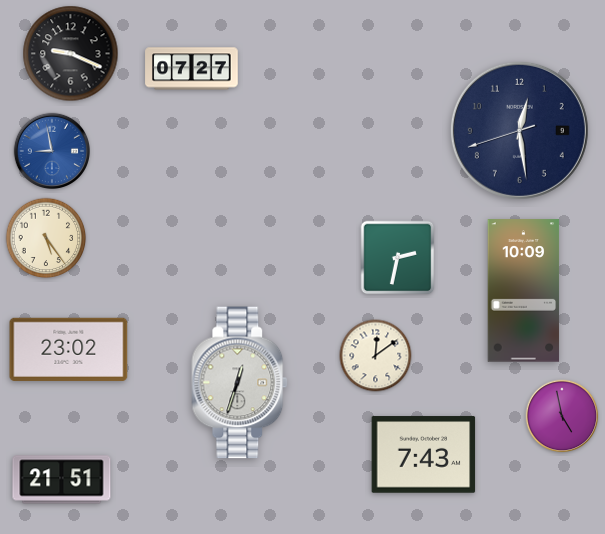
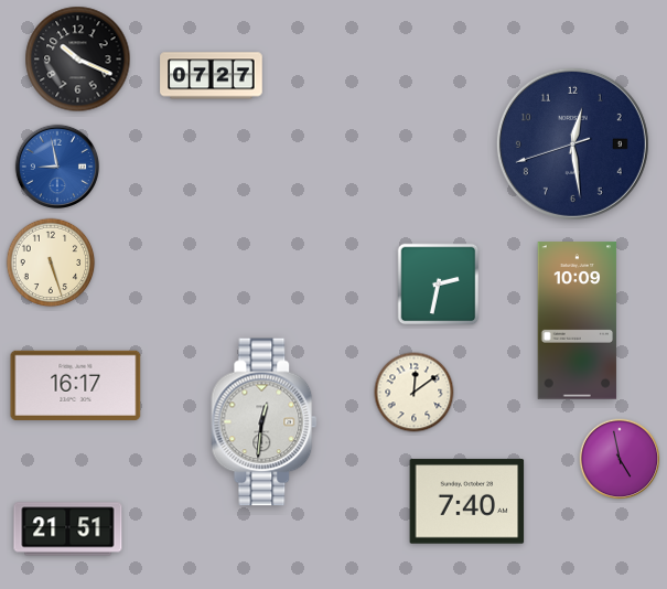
clock at (71, 54): 9:19 -> 10:19
clock at (46, 238): 5:24 -> 5:27
clock at (69, 349): 23:02 -> 16:17
clock at (240, 383): 12:33 -> 12:31
clock at (424, 455): 7:43 -> 7:40
